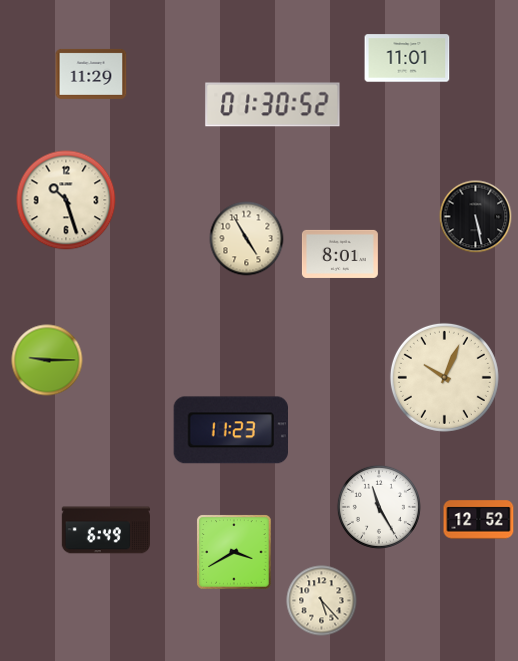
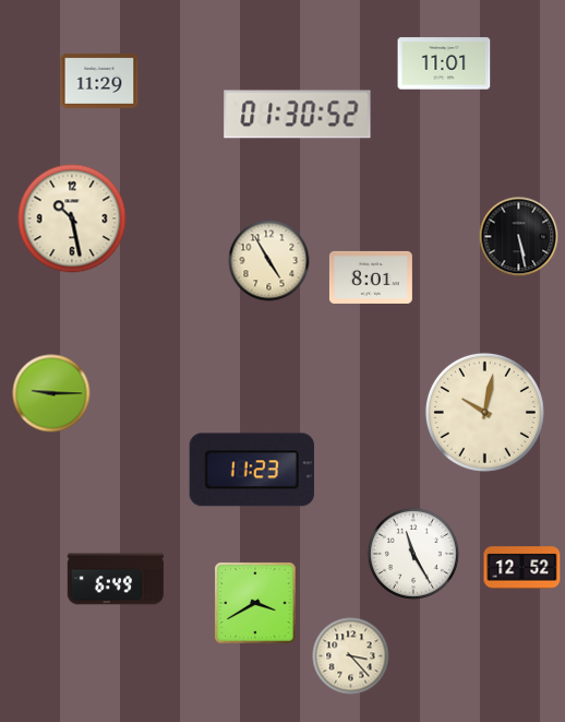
clock at (66, 200): 10:27 -> 10:28
clock at (444, 377): 10:04 -> 10:02
clock at (322, 601): 5:23 -> 3:23
